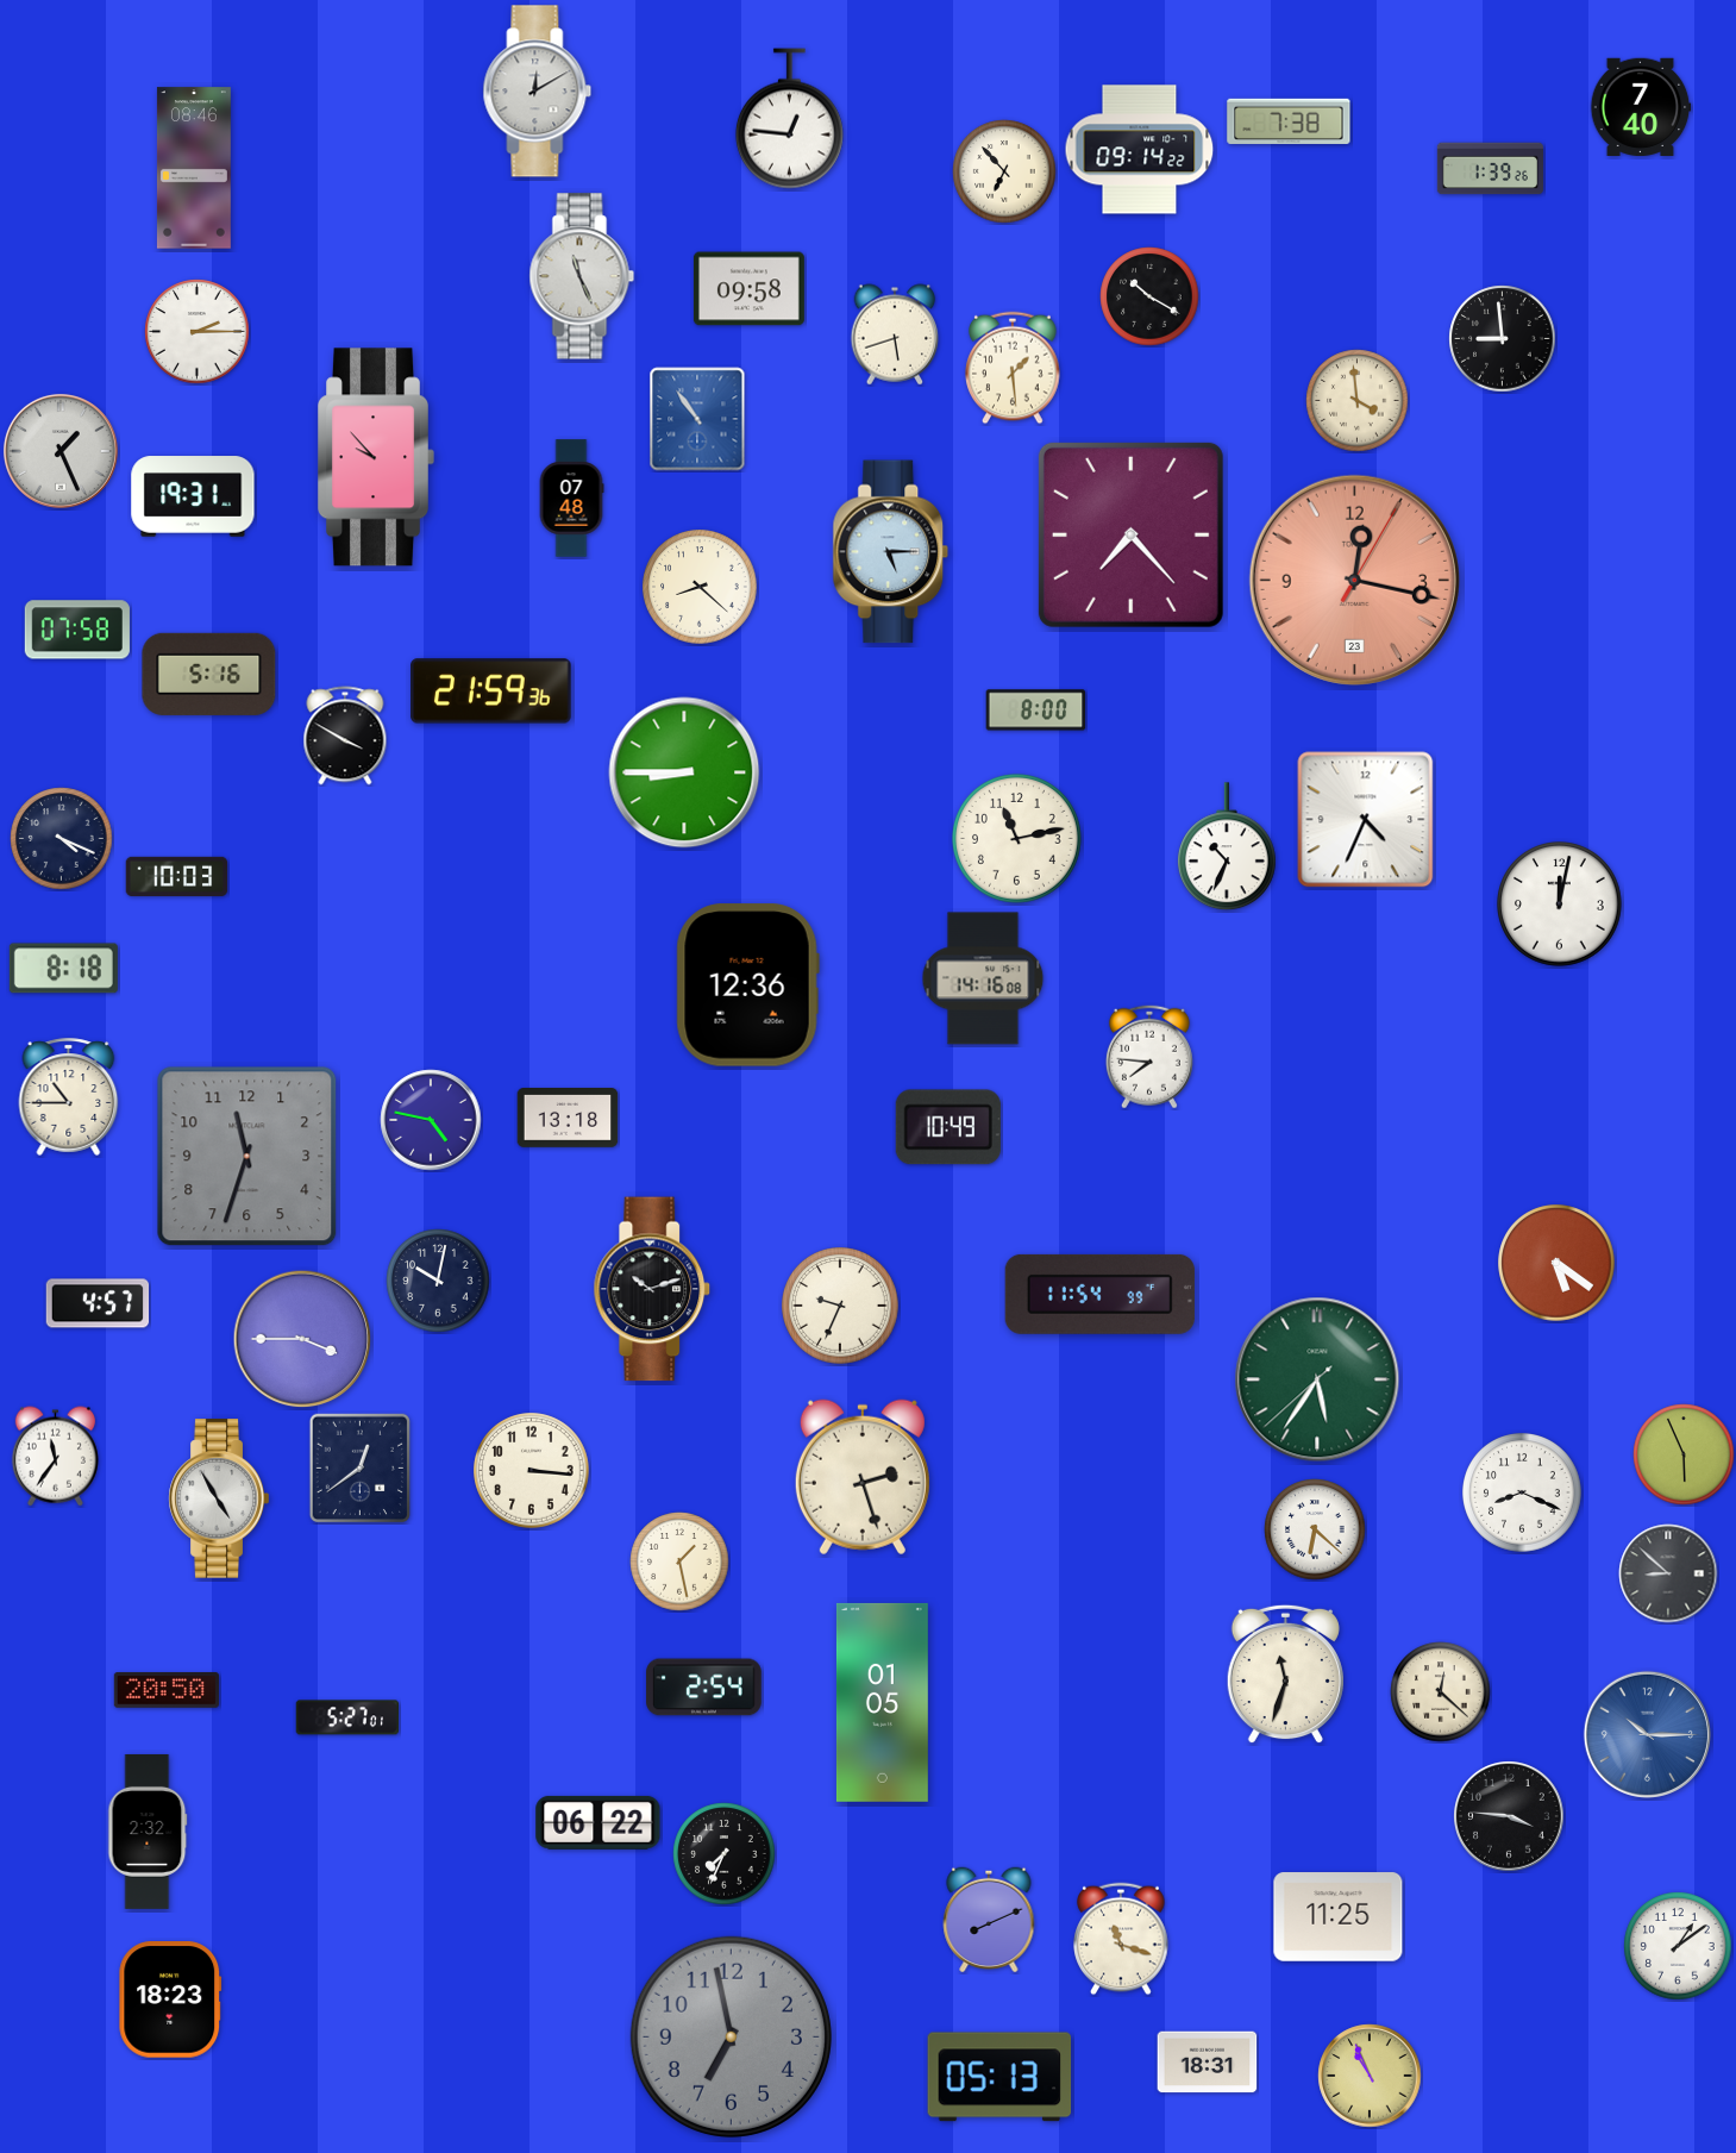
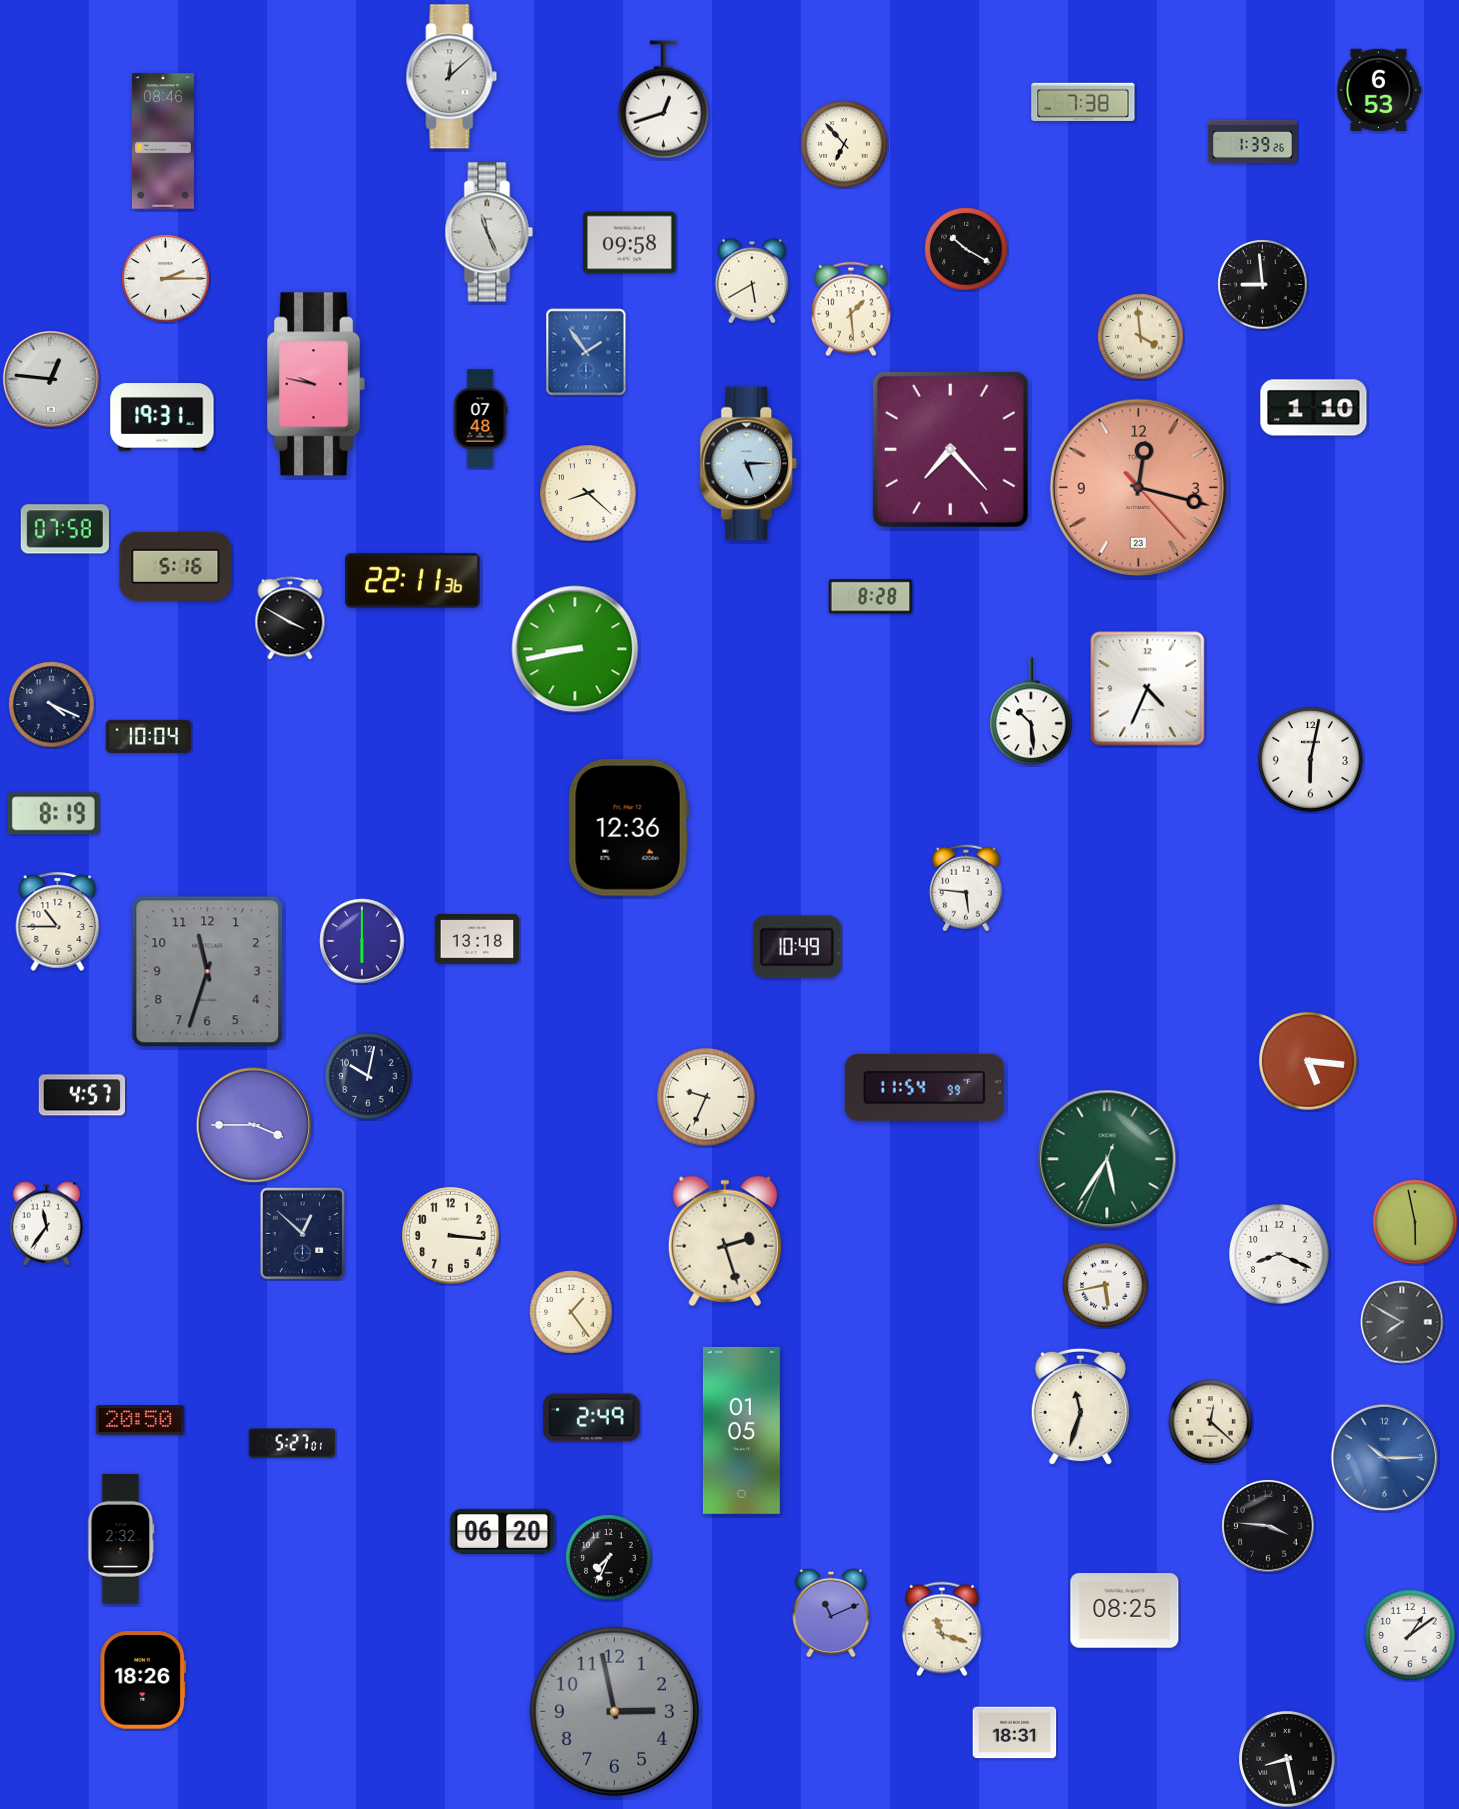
clock at (538, 92): 12:10 -> 12:08
clock at (1641, 106): 7:40 -> 6:53
clock at (789, 119): 12:46 -> 12:42
clock at (1140, 150): 09:14 -> none
clock at (895, 334): 5:42 -> 5:40
clock at (697, 419): 10:54 -> 1:54
clock at (61, 451): 1:26 -> 12:46
clock at (376, 457): 9:53 -> 9:47
clock at (1314, 408): none -> 1:10
clock at (1354, 580): 12:17:05 -> 12:17:23
clock at (491, 691): 21:59 -> 22:11
clock at (1036, 711): 8:00 -> 8:28
clock at (684, 772): 8:45 -> 8:43
clock at (1017, 839): 11:13 -> none
clock at (1227, 847): 10:34 -> 10:29
clock at (177, 876): 10:03 -> 10:04
clock at (1560, 905): 12:02 -> 6:02
clock at (63, 969): 8:18 -> 8:19
clock at (983, 978): 14:16 -> none
clock at (1149, 1057): 7:46 -> 5:46
clock at (431, 1120): 4:47 -> 6:00
clock at (1556, 1263): 5:21 -> 5:16
clock at (652, 1289): 10:12 -> none
clock at (1317, 1379): 5:35:38 -> 5:35:34
clock at (1684, 1454): 5:56 -> 5:58
clock at (359, 1469): 12:39 -> 12:52
clock at (532, 1471) position: (532, 1471) -> (451, 1236)
clock at (219, 1498): 4:55 -> none
clock at (1315, 1529): 6:22 -> 5:43
clock at (679, 1561): 1:28 -> 1:24
clock at (1668, 1573): 8:52 -> 7:50
clock at (704, 1688): 2:54 -> 2:49
clock at (598, 1822): 06:22 -> 06:20
clock at (148, 1832) position: (148, 1832) -> (121, 1539)
clock at (1339, 1917): 11:25 -> 08:25
clock at (989, 1920): 8:11 -> 11:11
clock at (170, 1999): 18:23 -> 18:26
clock at (731, 2036): 6:58 -> 2:58
clock at (1370, 2076): 10:56 -> none
clock at (999, 2077): 05:13 -> none
clock at (1287, 1759): none -> 8:28
